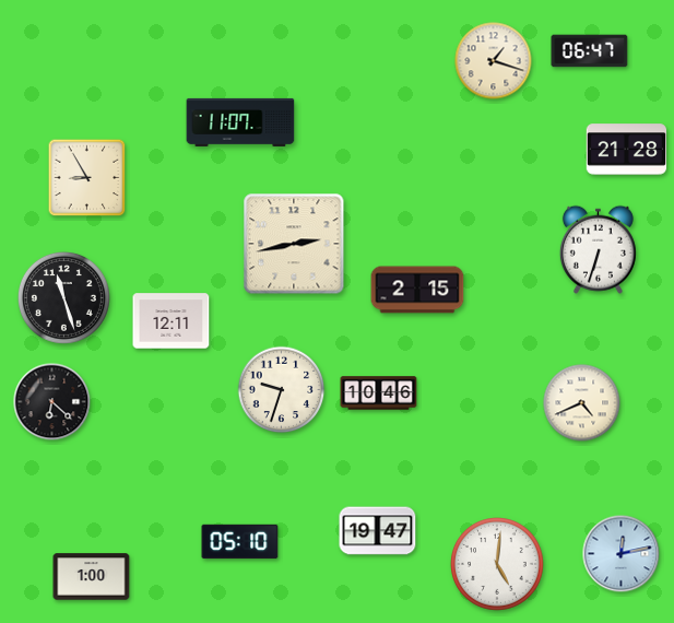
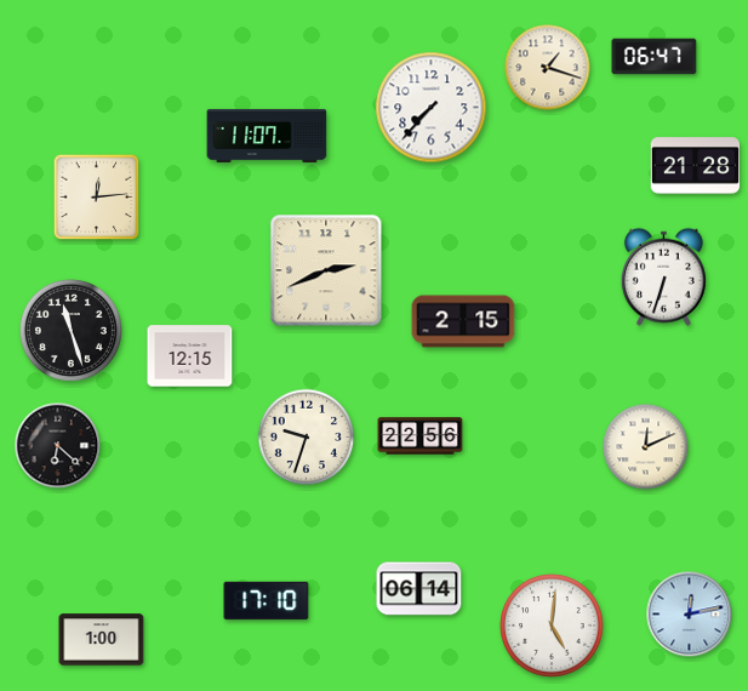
clock at (432, 108): none -> 7:37
clock at (87, 178): 8:55 -> 12:14
clock at (294, 244): 2:43 -> 2:41
clock at (172, 321): 12:11 -> 12:15
clock at (282, 390) position: (282, 390) -> (307, 438)
clock at (379, 393): 10:46 -> 22:56
clock at (582, 403): 4:41 -> 12:11
clock at (378, 531): 19:47 -> 06:14
clock at (240, 542): 05:10 -> 17:10
